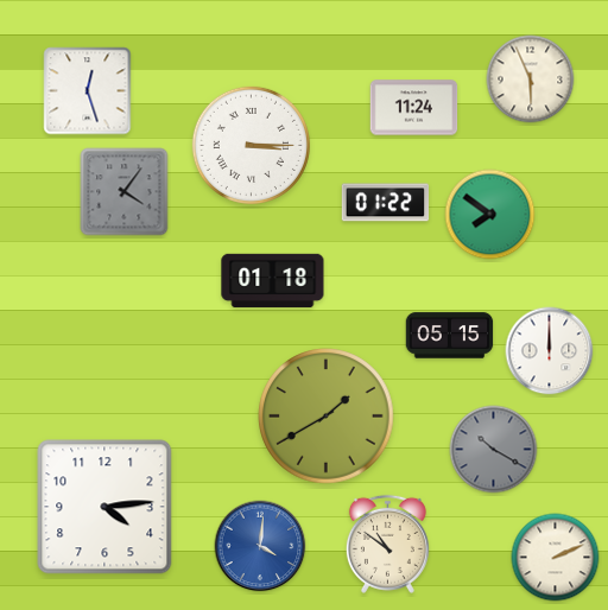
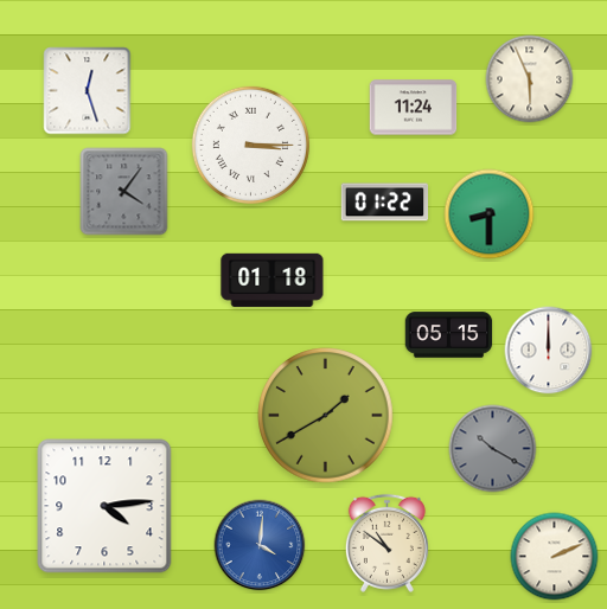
clock at (490, 215): 7:51 -> 8:30
